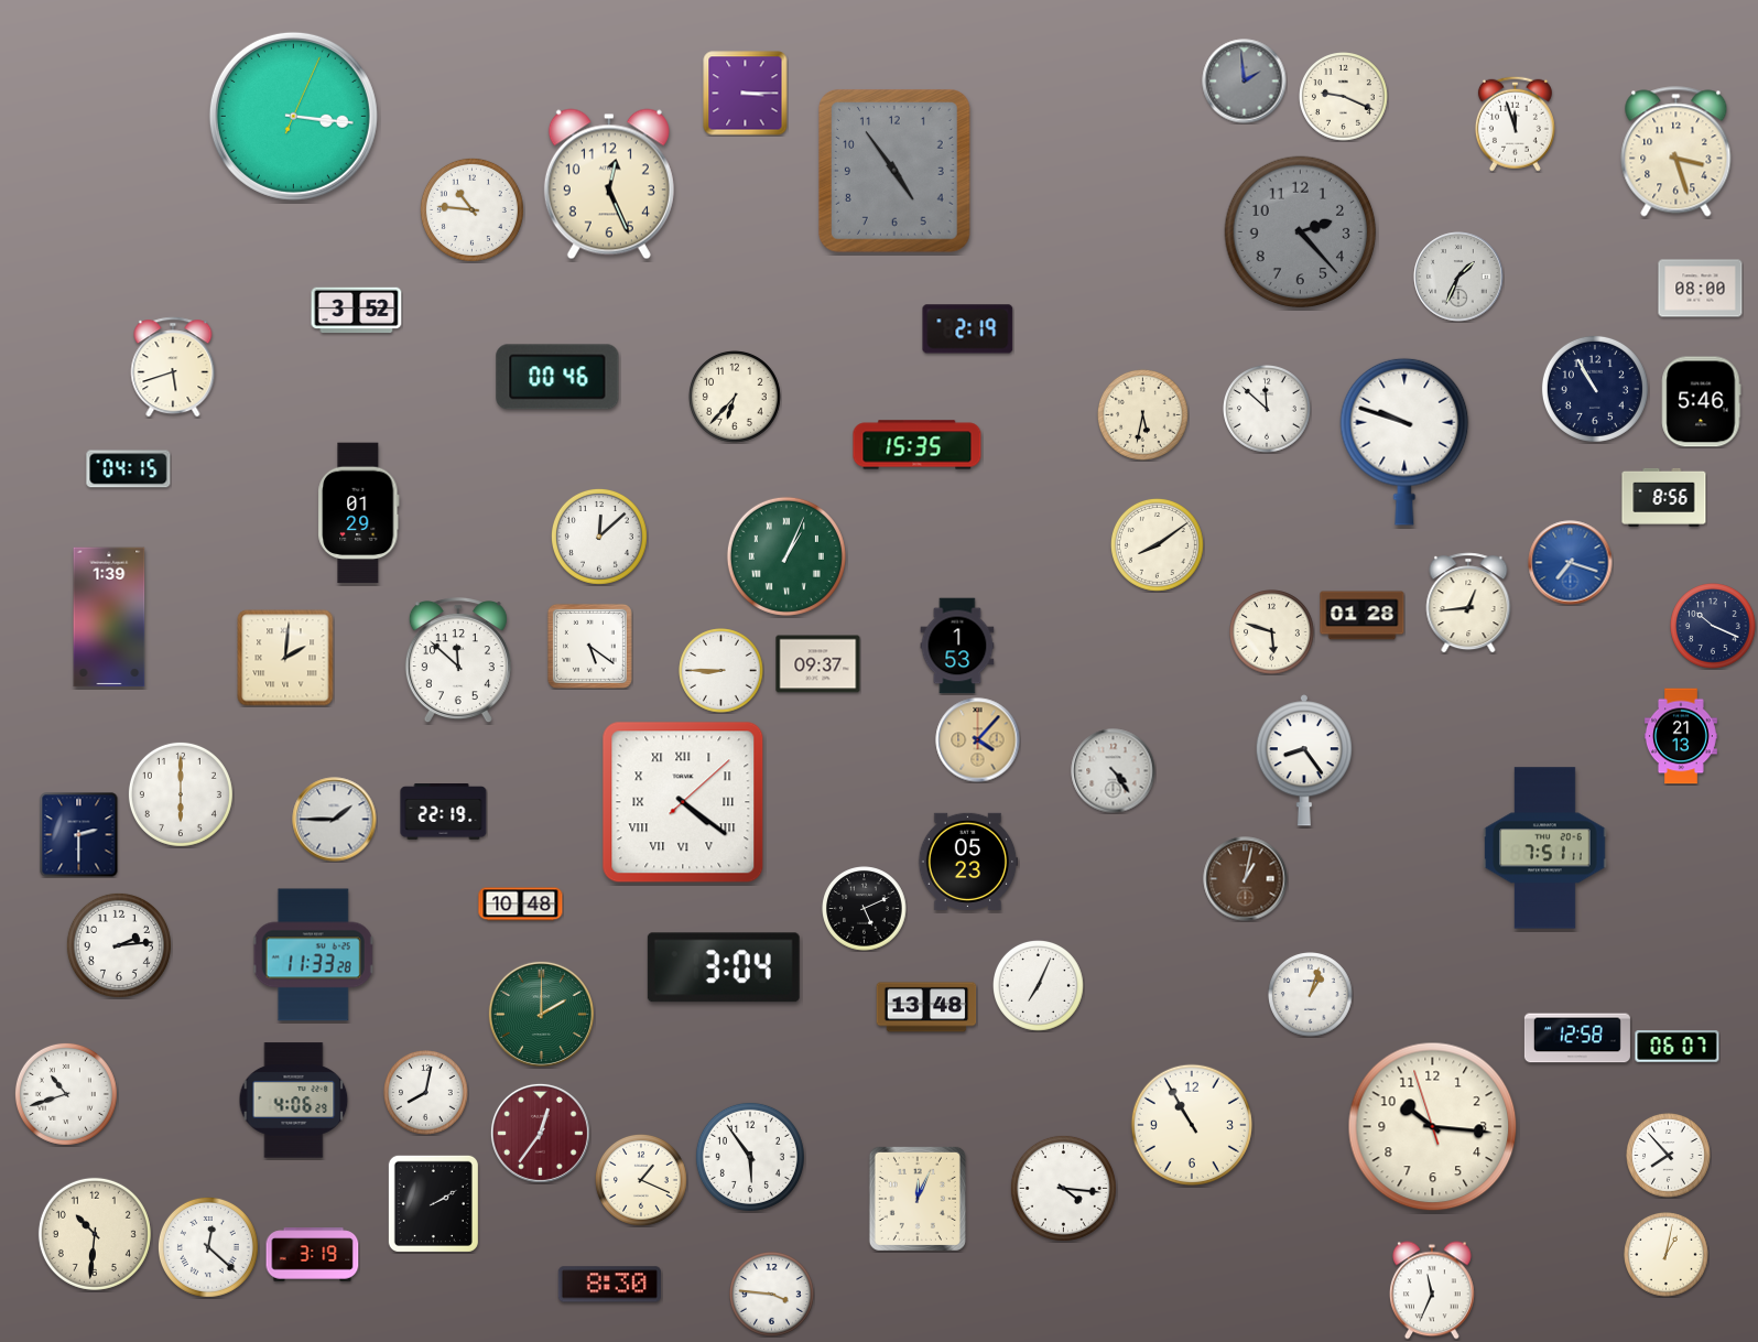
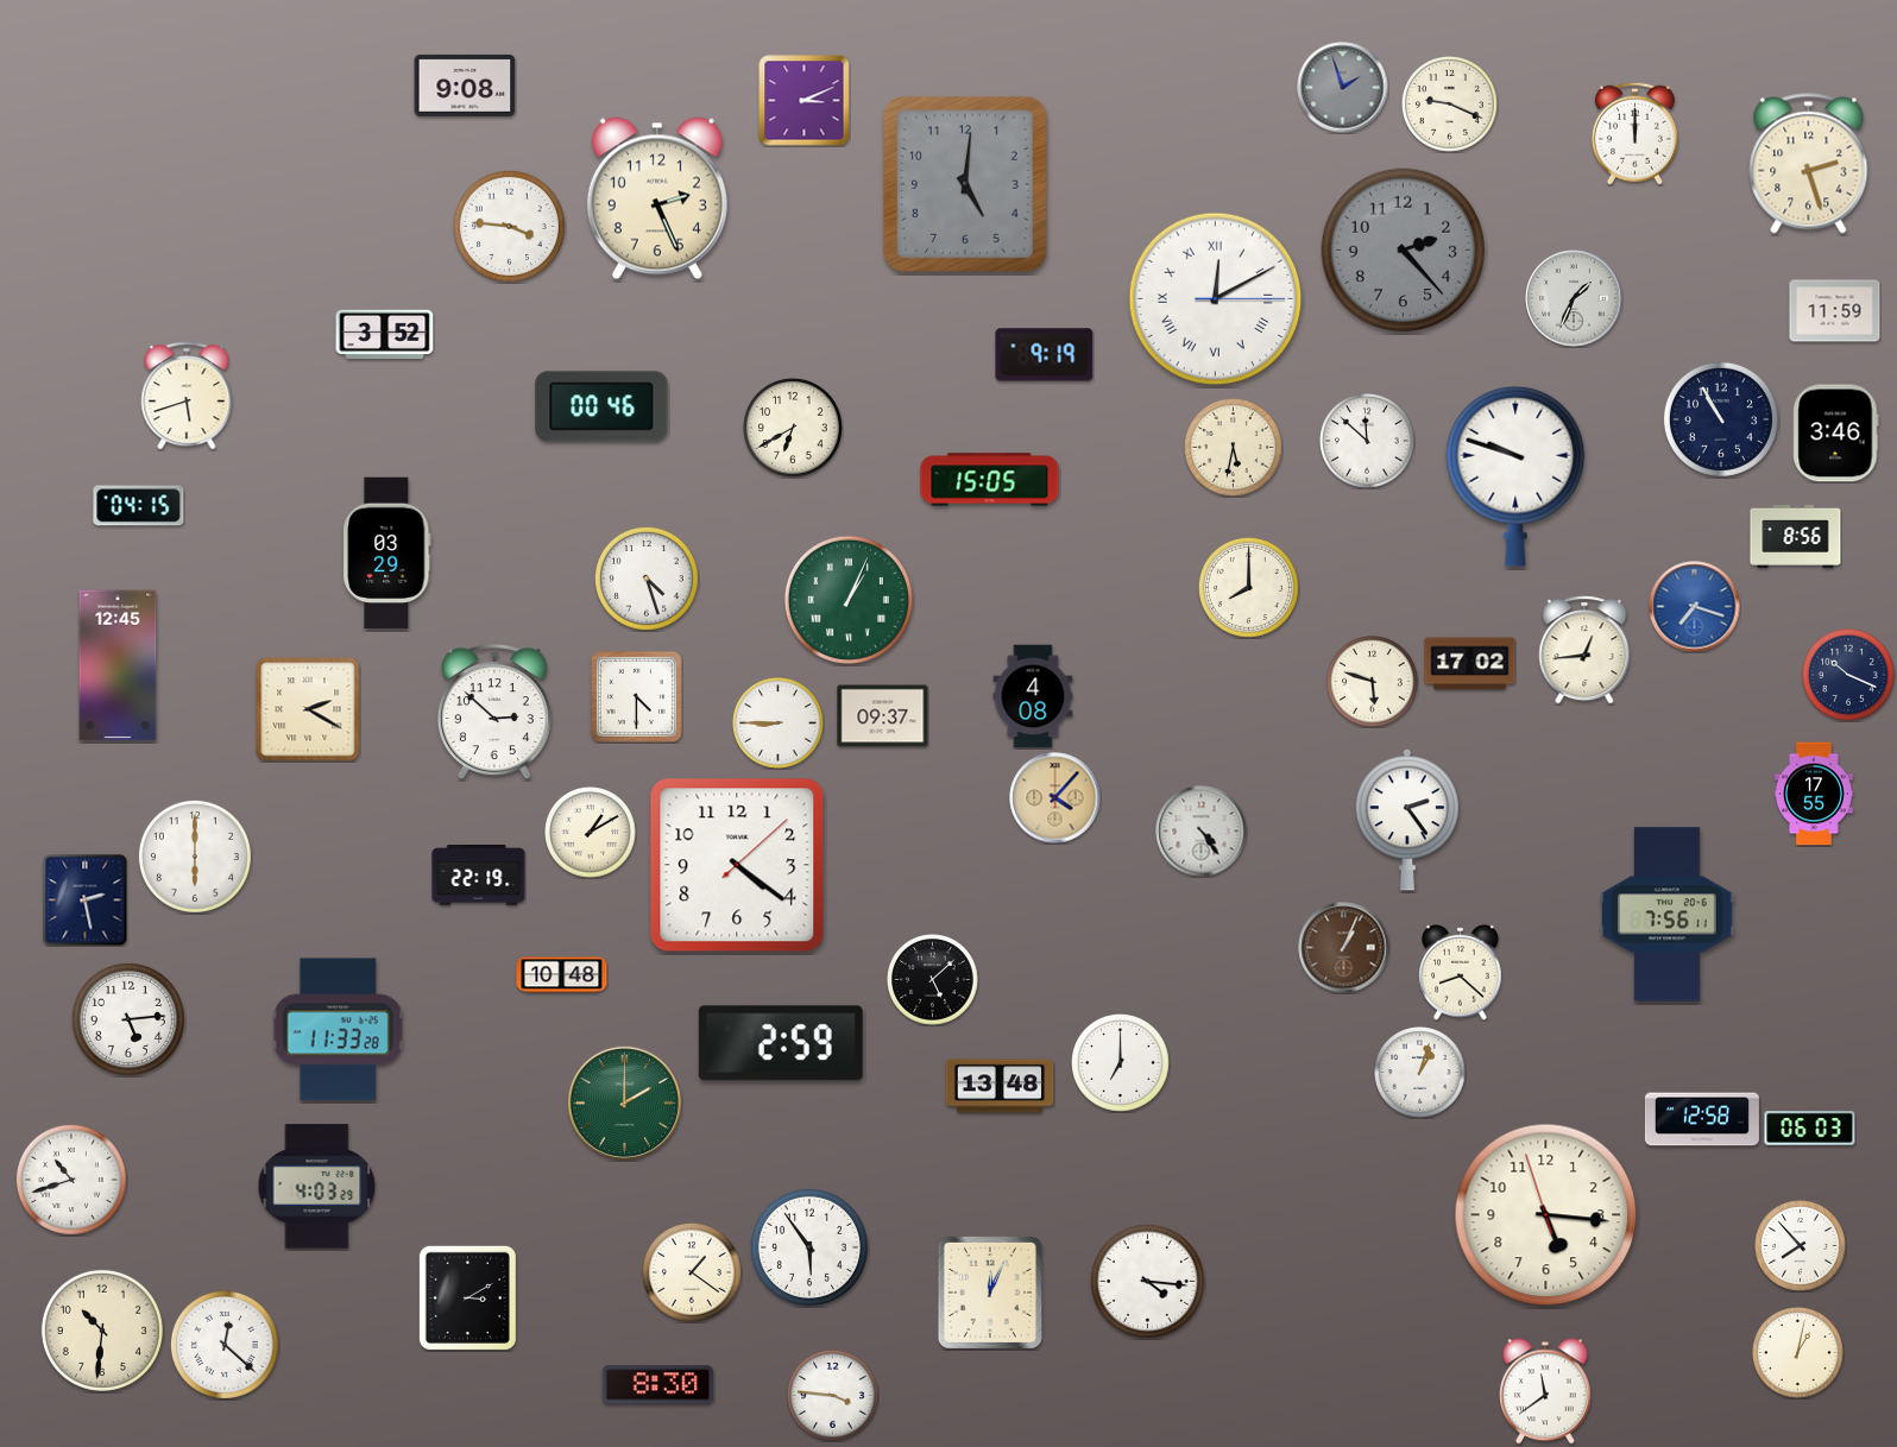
clock at (465, 86): none -> 9:08
clock at (1245, 82): 1:59 -> 1:57
clock at (746, 94): 3:15 -> 3:11
clock at (293, 116): 3:16 -> none
clock at (1515, 123): 11:57 -> 12:00
clock at (1676, 152): 3:27 -> 2:27
clock at (894, 171): 4:54 -> 5:01
clock at (609, 184): 12:26 -> 2:26
clock at (471, 209): 10:46 -> 3:46
clock at (1216, 299): none -> 12:10
clock at (1701, 289): 08:00 -> 11:59
clock at (968, 329): 2:19 -> 9:19
clock at (735, 397): 6:37 -> 6:40
clock at (1702, 402): 5:46 -> 3:46
clock at (918, 445): 15:35 -> 15:05
clock at (359, 513): 01:29 -> 03:29
clock at (599, 537): 12:08 -> 4:27
clock at (1157, 544): 8:09 -> 8:00
clock at (1363, 616): 01:28 -> 17:02
clock at (109, 617): 1:39 -> 12:45
clock at (589, 646): 5:21 -> 4:30
clock at (957, 646): 1:53 -> 4:08
clock at (285, 658): 2:01 -> 2:20
clock at (458, 661): 11:52 -> 2:52
clock at (1681, 736): 21:13 -> 17:55
clock at (1304, 760): 8:24 -> 2:24
clock at (591, 833): none -> 1:10
clock at (683, 802) numerals: Roman -> Arabic
clock at (335, 820): 1:45 -> none
clock at (79, 835): 2:30 -> 2:28
clock at (1545, 848): 7:51 -> 7:56
clock at (968, 861): 05:23 -> none
clock at (1246, 879): 1:02 -> 1:04
clock at (1461, 972): none -> 8:22
clock at (865, 909): 5:11 -> 5:08
clock at (119, 945): 2:14 -> 5:14
clock at (724, 967): 3:04 -> 2:59
clock at (1039, 986): 7:04 -> 7:00
clock at (1311, 995) position: (1311, 995) -> (1420, 1073)
clock at (541, 1014) position: (541, 1014) -> (624, 1102)
clock at (1678, 1047): 06:07 -> 06:03
clock at (426, 1093): 8:02 -> none
clock at (294, 1101): 4:06 -> 4:03
clock at (1192, 1125): 10:55 -> none
clock at (1433, 1127): 10:15 -> 5:15
clock at (540, 1133): 12:36 -> none
clock at (641, 1180): 1:19 -> 1:21
clock at (433, 1203): 2:10 -> 3:10
clock at (313, 1255): 3:19 -> none
clock at (1432, 1290): 11:34 -> 11:39
